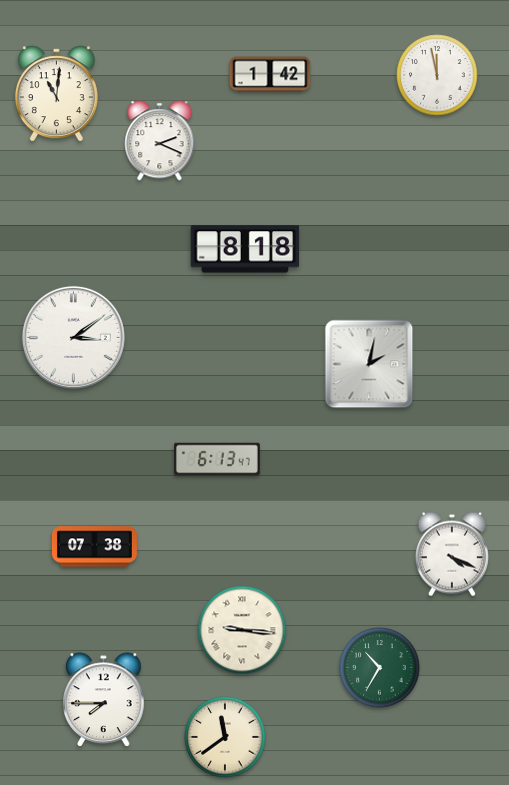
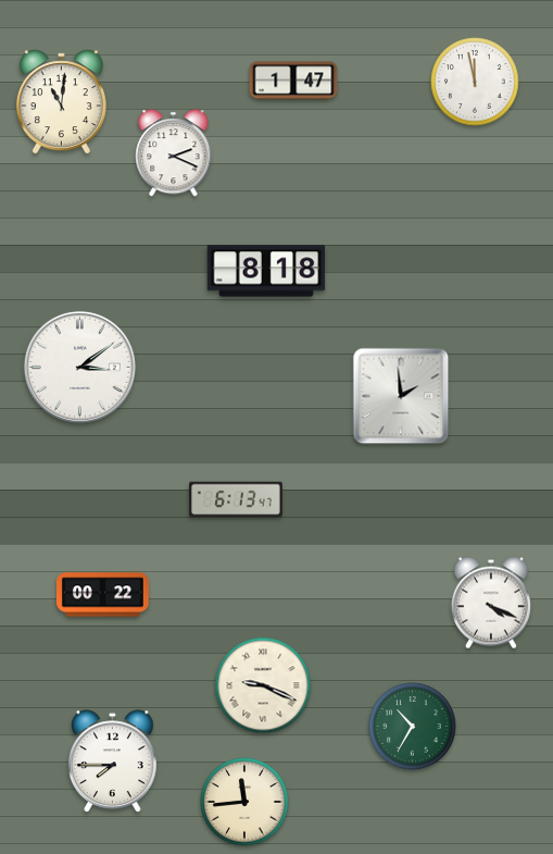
clock at (270, 74): 1:42 -> 1:47
clock at (369, 364): 2:02 -> 1:59
clock at (94, 547): 07:38 -> 00:22
clock at (242, 630): 9:16 -> 9:19
clock at (225, 737): 11:39 -> 11:44
